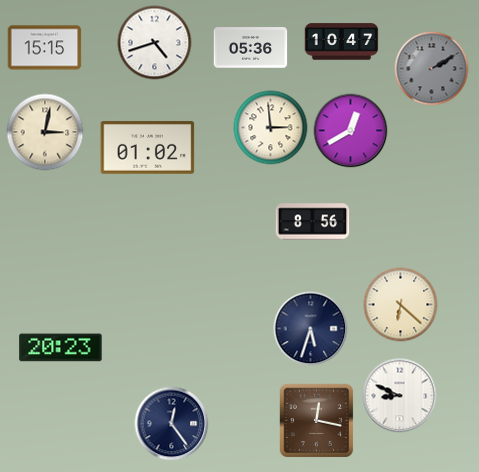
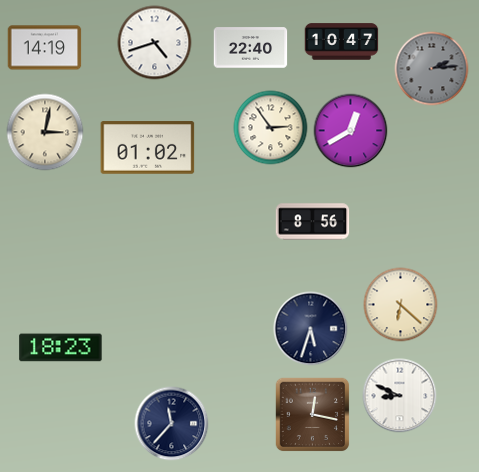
clock at (45, 48): 15:15 -> 14:19
clock at (251, 48): 05:36 -> 22:40
clock at (432, 69): 2:10 -> 2:14
clock at (271, 128): 2:59 -> 2:54
clock at (61, 348): 20:23 -> 18:23
clock at (317, 421) position: (317, 421) -> (313, 415)
clock at (172, 424): 12:24 -> 11:37
